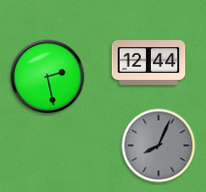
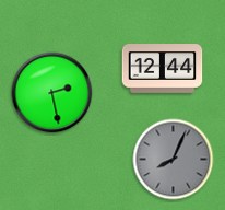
clock at (48, 77) position: (48, 77) -> (52, 93)
